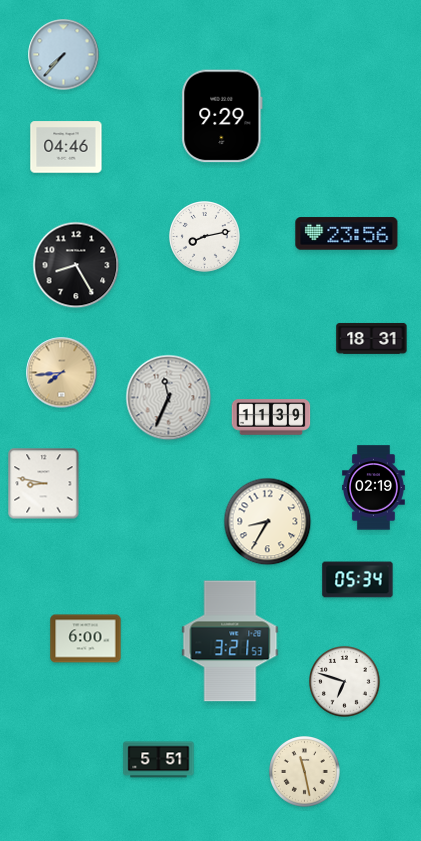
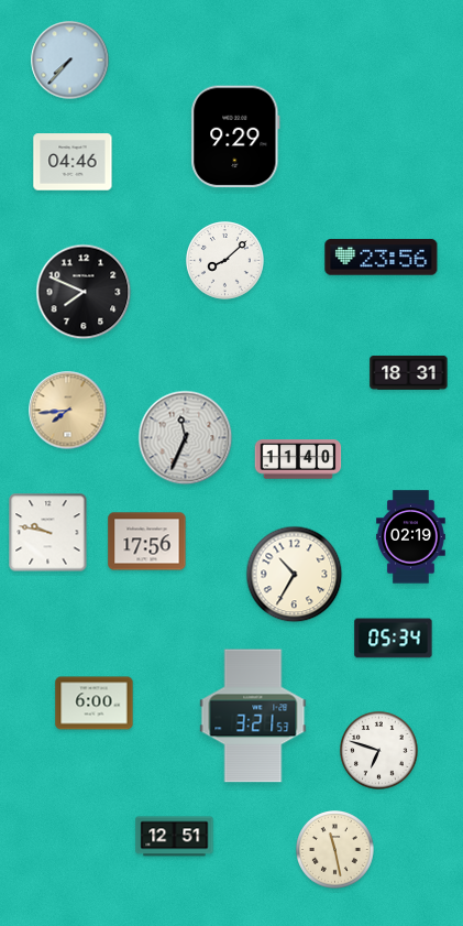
clock at (222, 116) position: (222, 116) -> (235, 137)
clock at (205, 237): 8:13 -> 8:08
clock at (76, 265): 8:25 -> 7:49
clock at (271, 417): 11:39 -> 11:40
clock at (44, 484): 8:47 -> 9:47
clock at (147, 542): none -> 17:56
clock at (268, 522): 8:35 -> 10:35
clock at (230, 641) position: (230, 641) -> (253, 716)
clock at (159, 760): 5:51 -> 12:51
